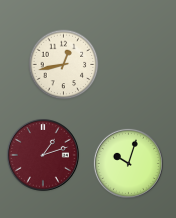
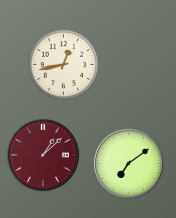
clock at (44, 156): 1:12 -> 1:08
clock at (128, 163): 10:03 -> 7:09
